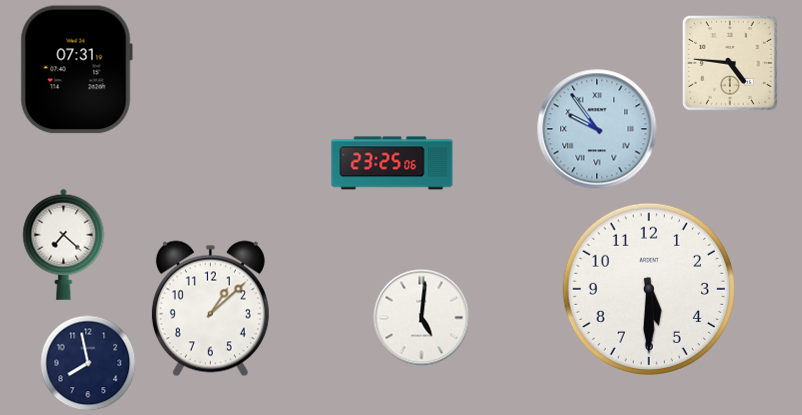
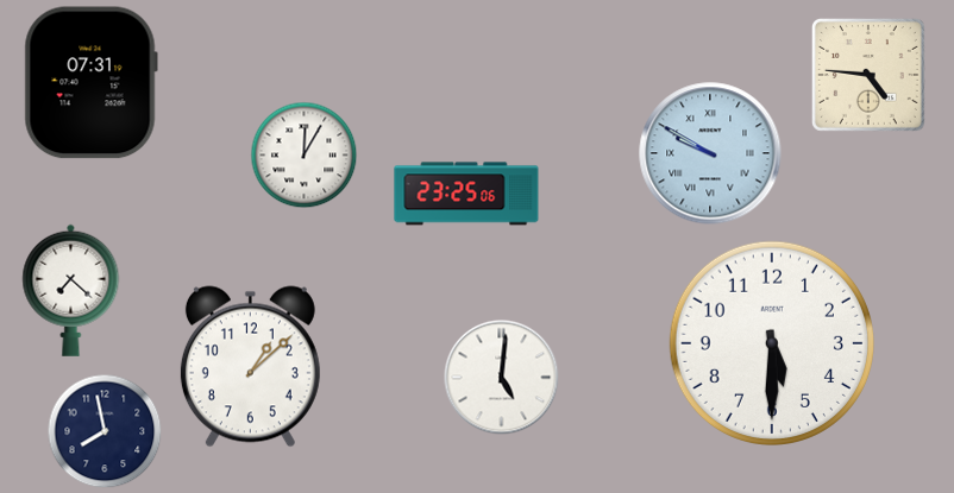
clock at (597, 129): 9:54 -> 9:50
clock at (305, 156): none -> 12:05
clock at (64, 244) position: (64, 244) -> (71, 290)
